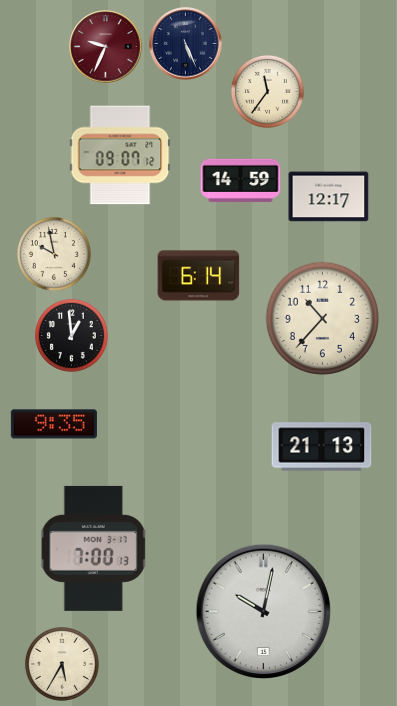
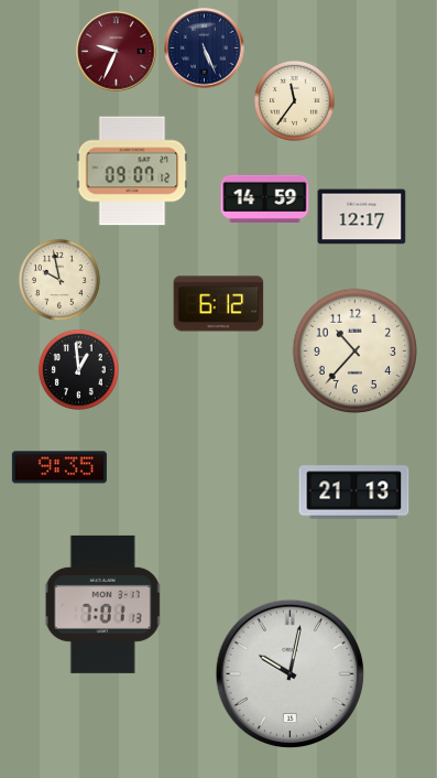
clock at (199, 276): 6:14 -> 6:12
clock at (94, 548): 7:00 -> 7:01
clock at (62, 664): 5:35 -> none
